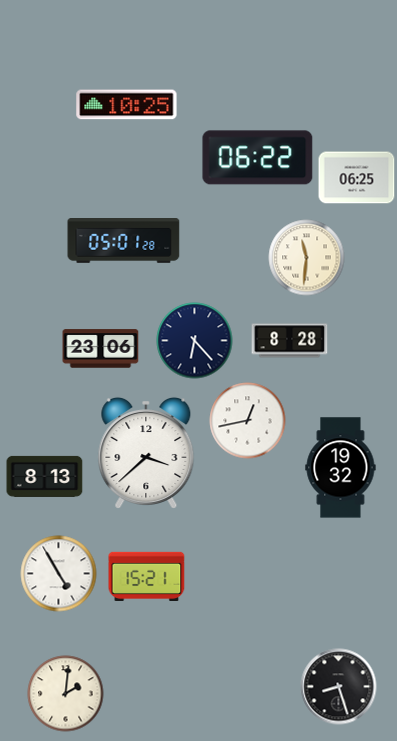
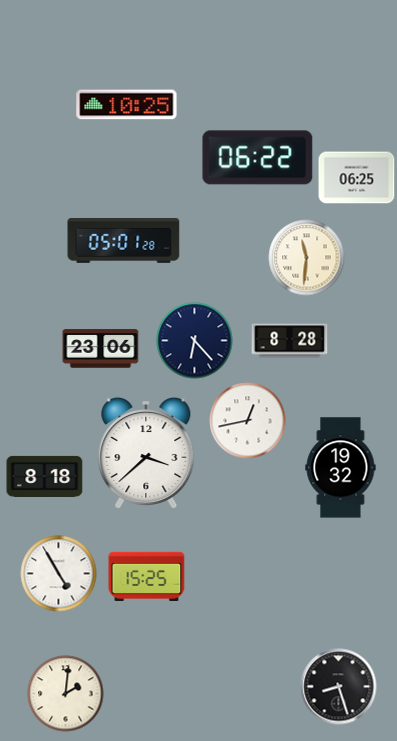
clock at (45, 476): 8:13 -> 8:18
clock at (147, 576): 15:21 -> 15:25
